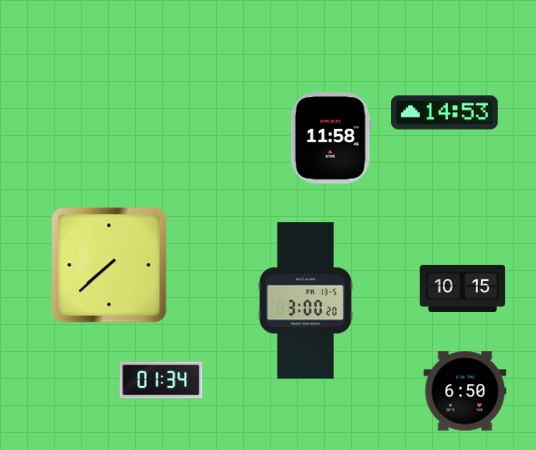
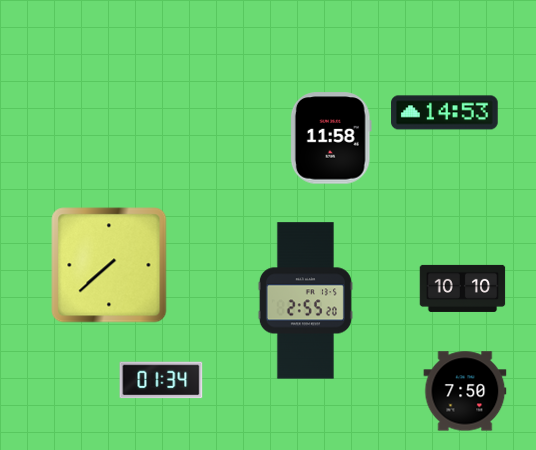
clock at (463, 288): 10:15 -> 10:10
clock at (305, 301): 3:00 -> 2:55
clock at (465, 391): 6:50 -> 7:50
